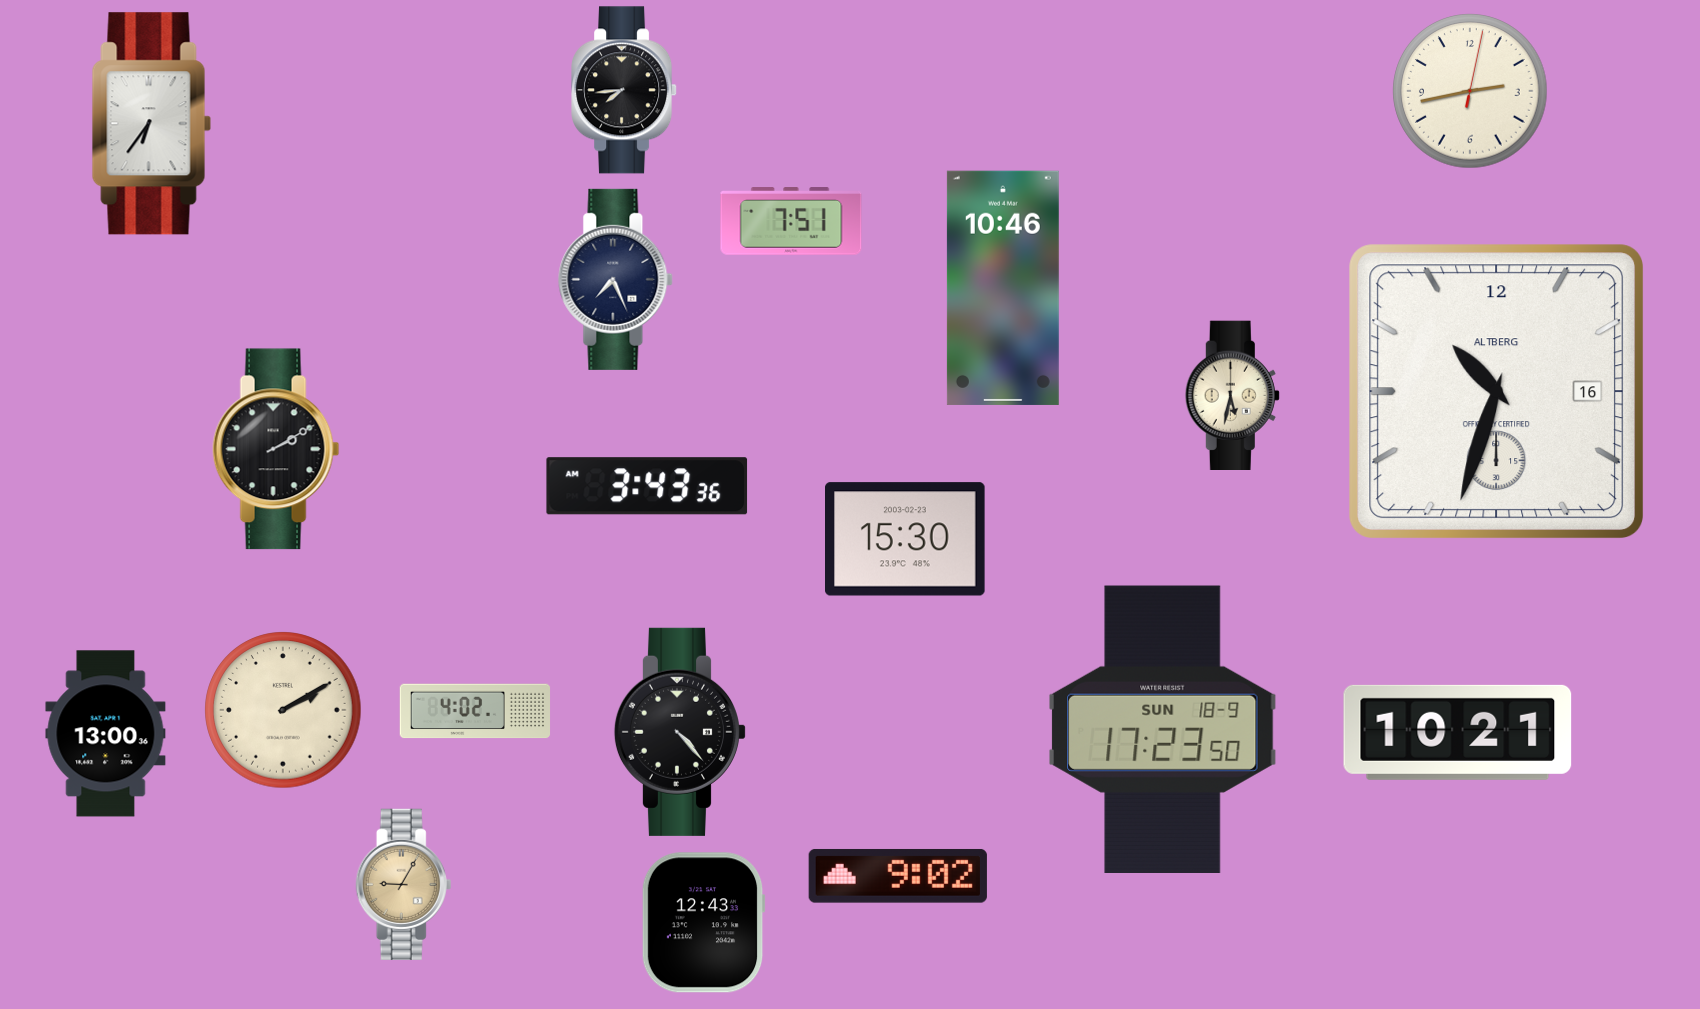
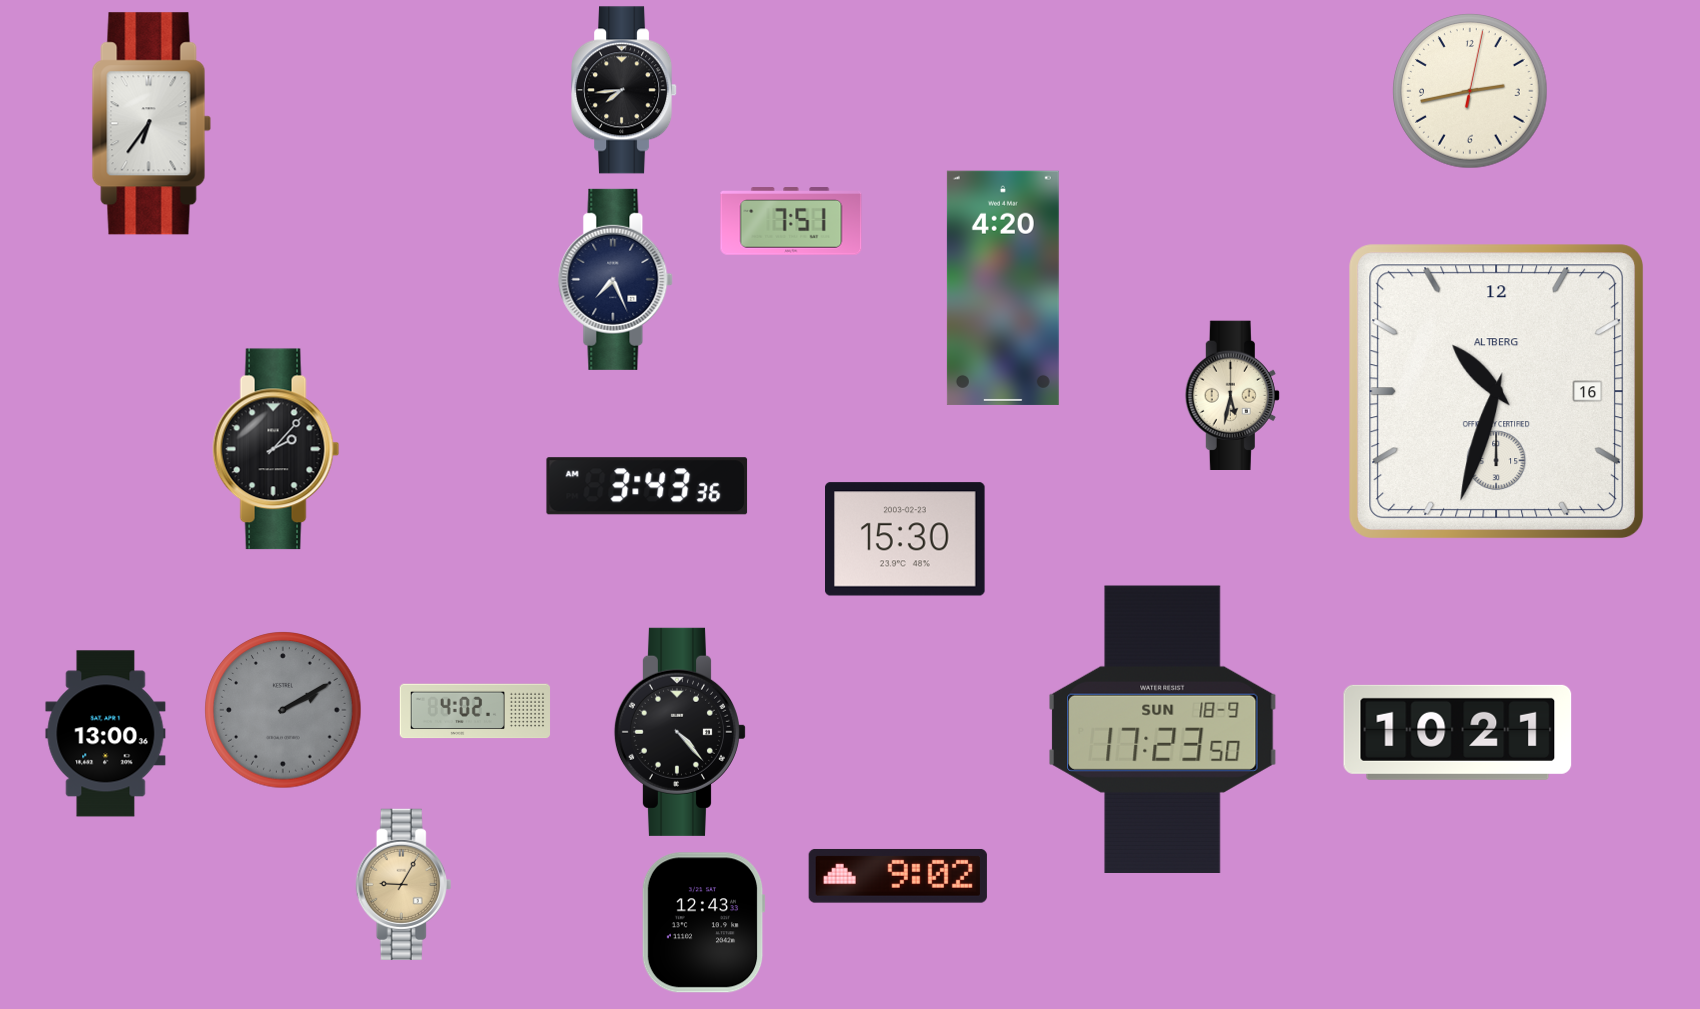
clock at (1003, 288): 10:46 -> 4:20
clock at (276, 449): 2:10 -> 2:07
clock at (283, 710) dial: cream -> grey
